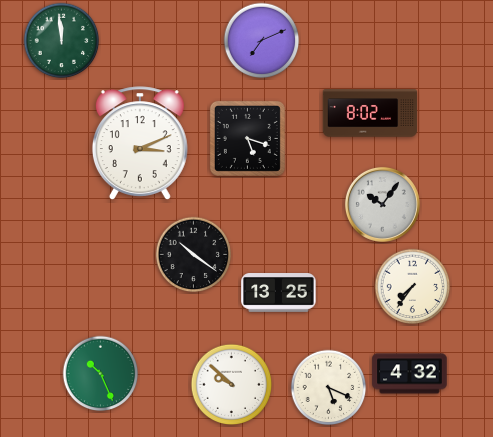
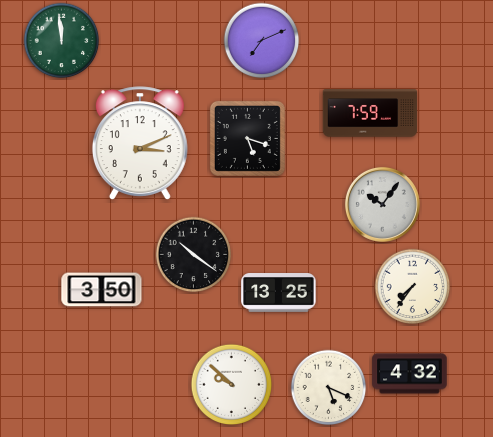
clock at (370, 113): 8:02 -> 7:59
clock at (102, 290): none -> 3:50
clock at (101, 374): 10:26 -> none
